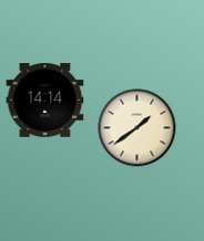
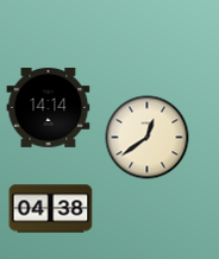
clock at (137, 128): 1:39 -> 12:39
clock at (51, 209): none -> 04:38
